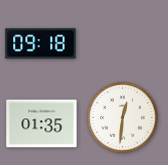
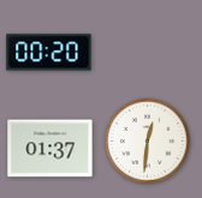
clock at (41, 44): 09:18 -> 00:20
clock at (42, 124): 01:35 -> 01:37
